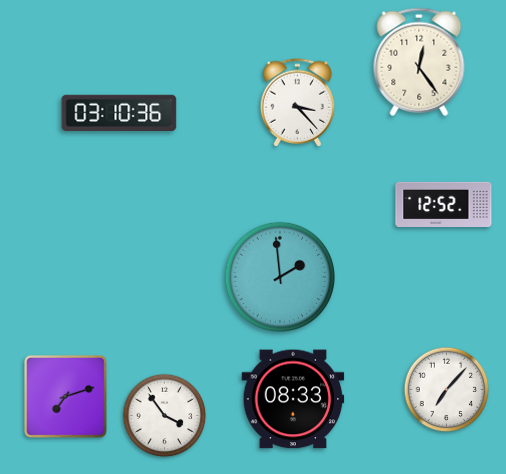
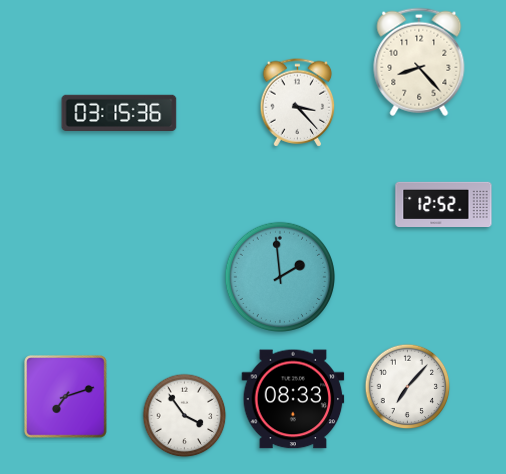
clock at (419, 62): 12:24 -> 8:23
clock at (119, 112): 03:10 -> 03:15
clock at (447, 390) position: (447, 390) -> (408, 387)
clock at (165, 416) position: (165, 416) -> (185, 416)
